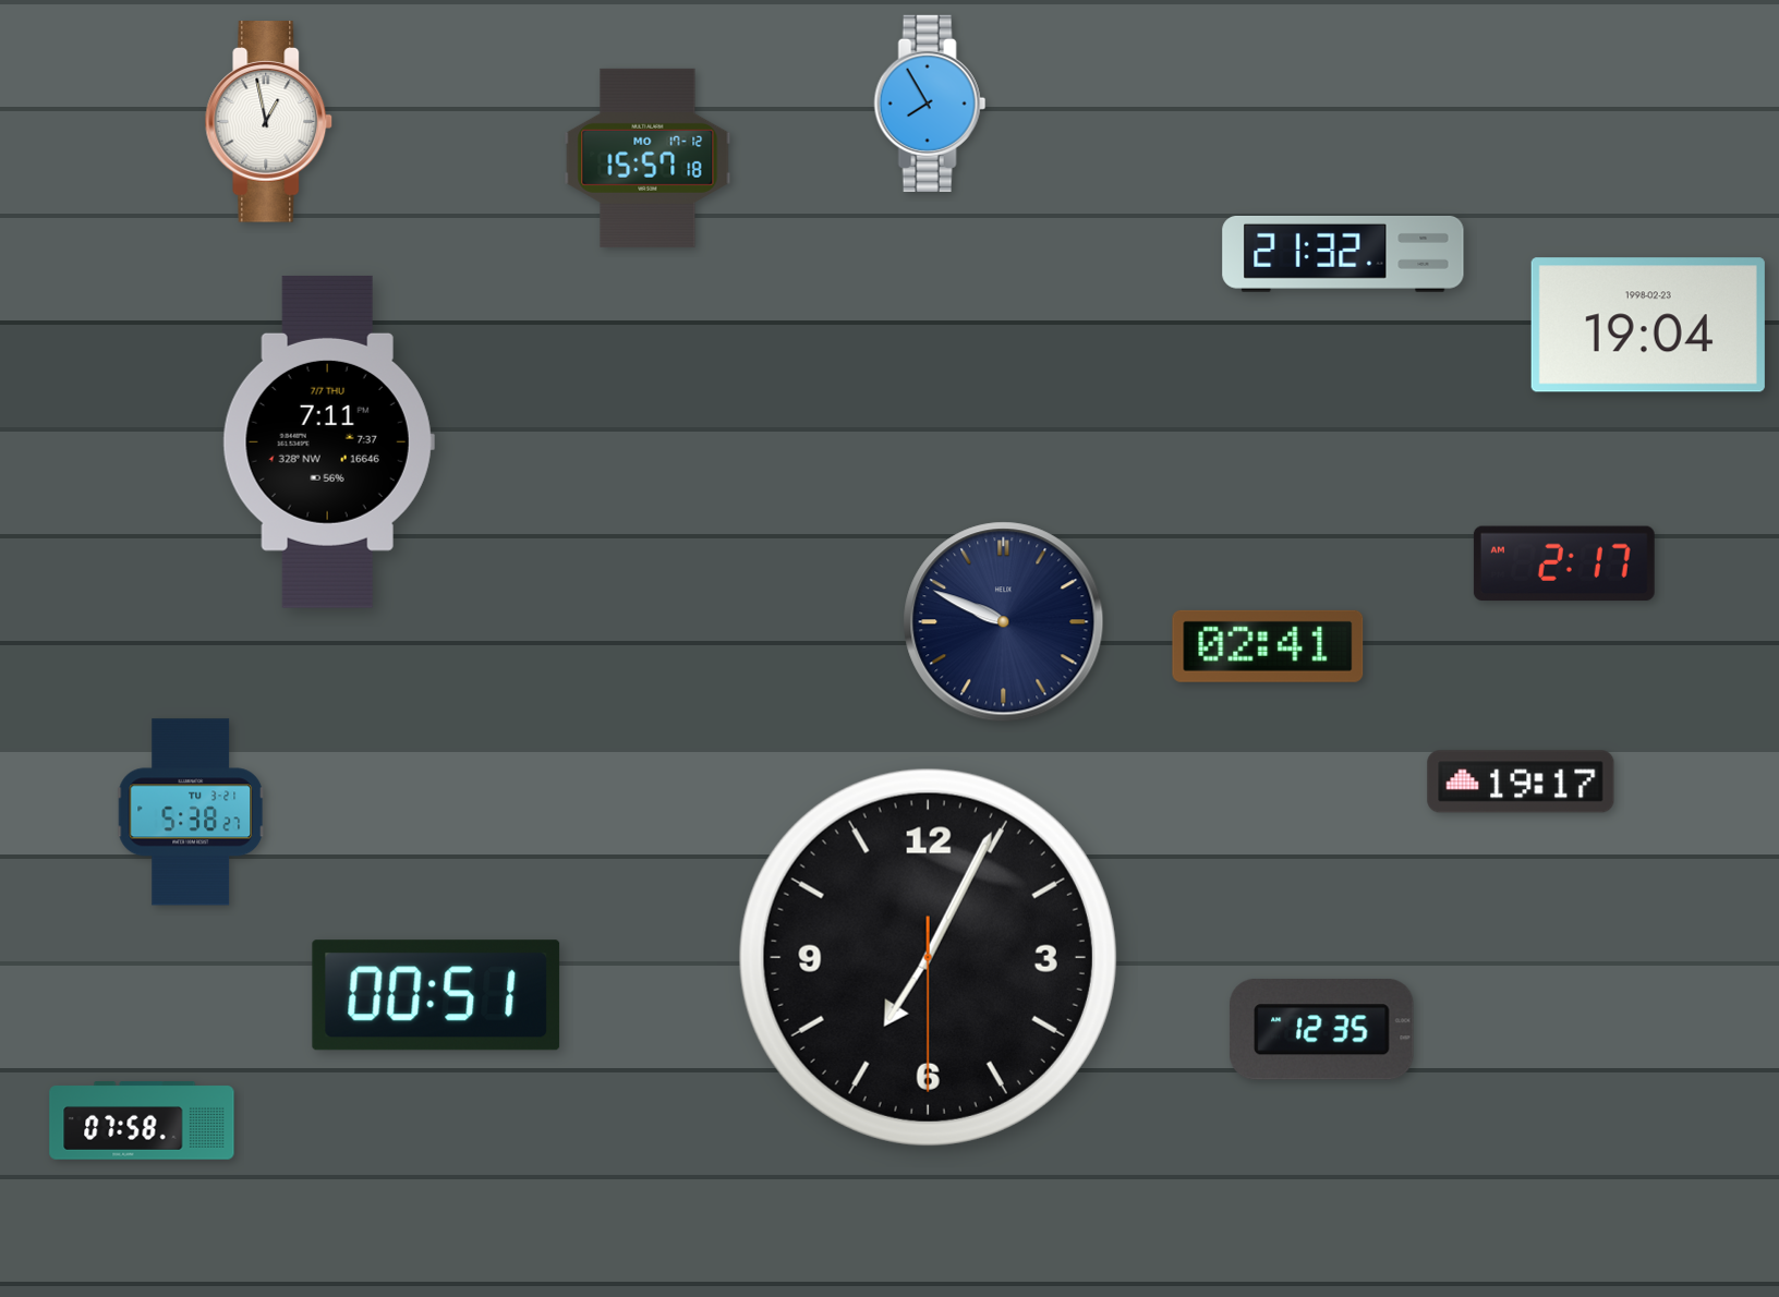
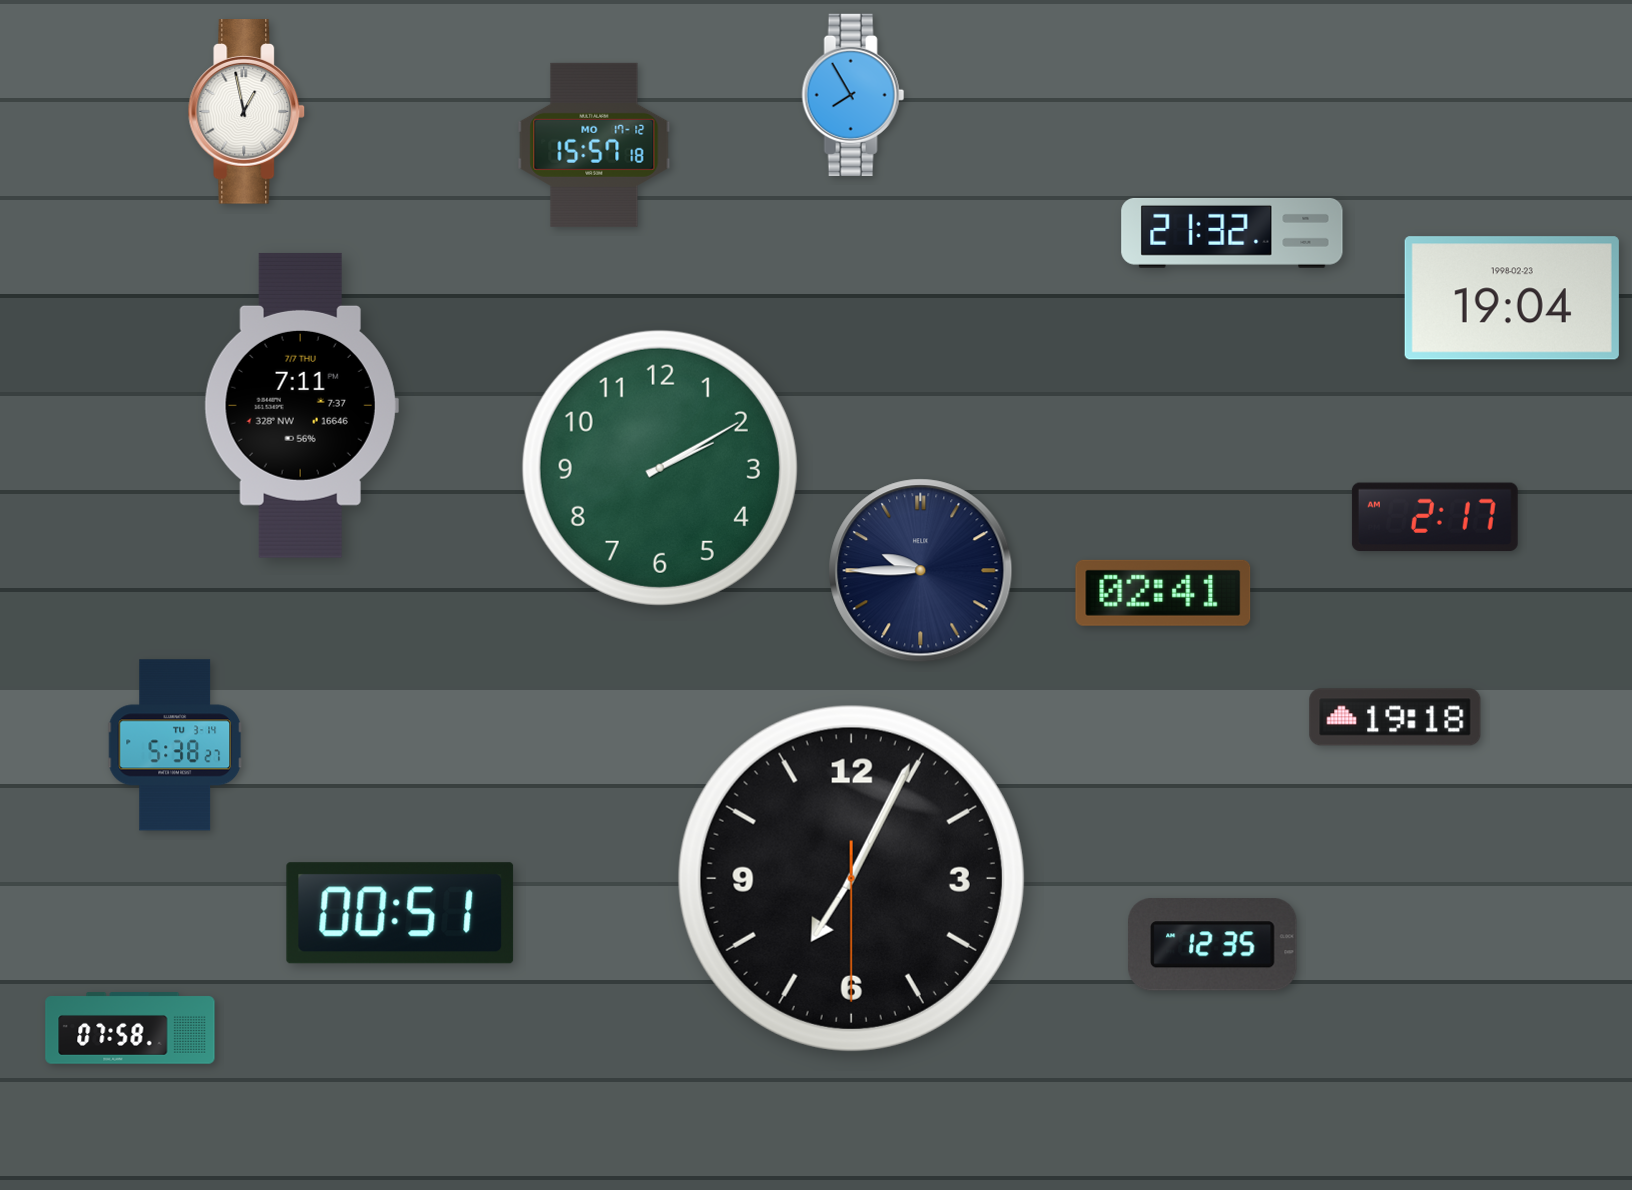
clock at (660, 468): none -> 2:10
clock at (1004, 622): 9:49 -> 9:45
clock at (1521, 781): 19:17 -> 19:18
clock at (191, 812) date: TU 3-21 -> TU 3-14
